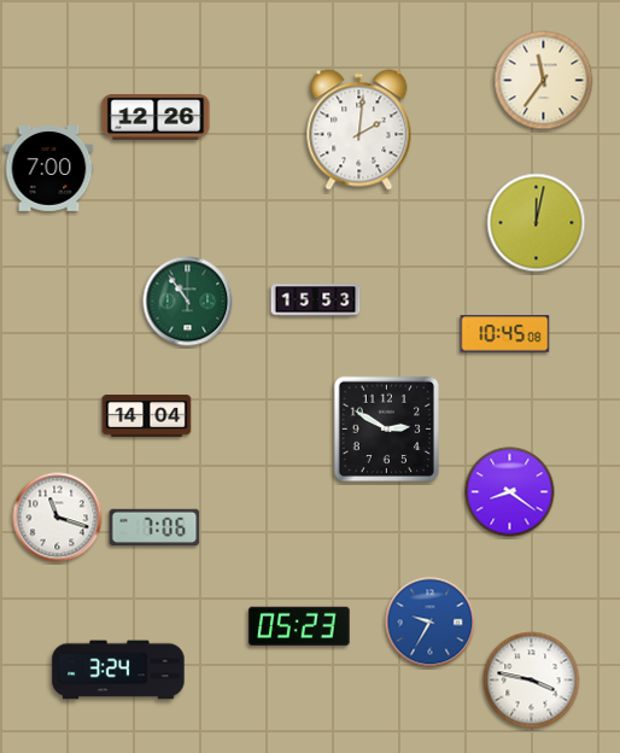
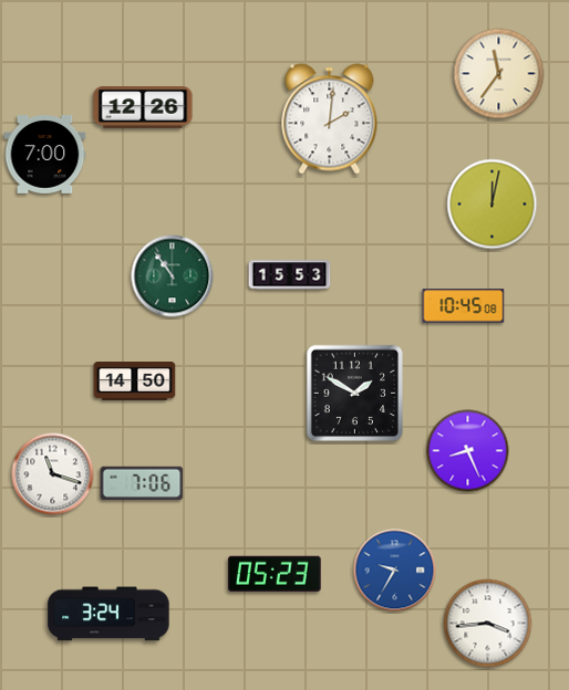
clock at (147, 416): 14:04 -> 14:50
clock at (387, 430): 2:50 -> 1:50
clock at (510, 492): 8:21 -> 8:26
clock at (532, 681): 3:47 -> 3:44
